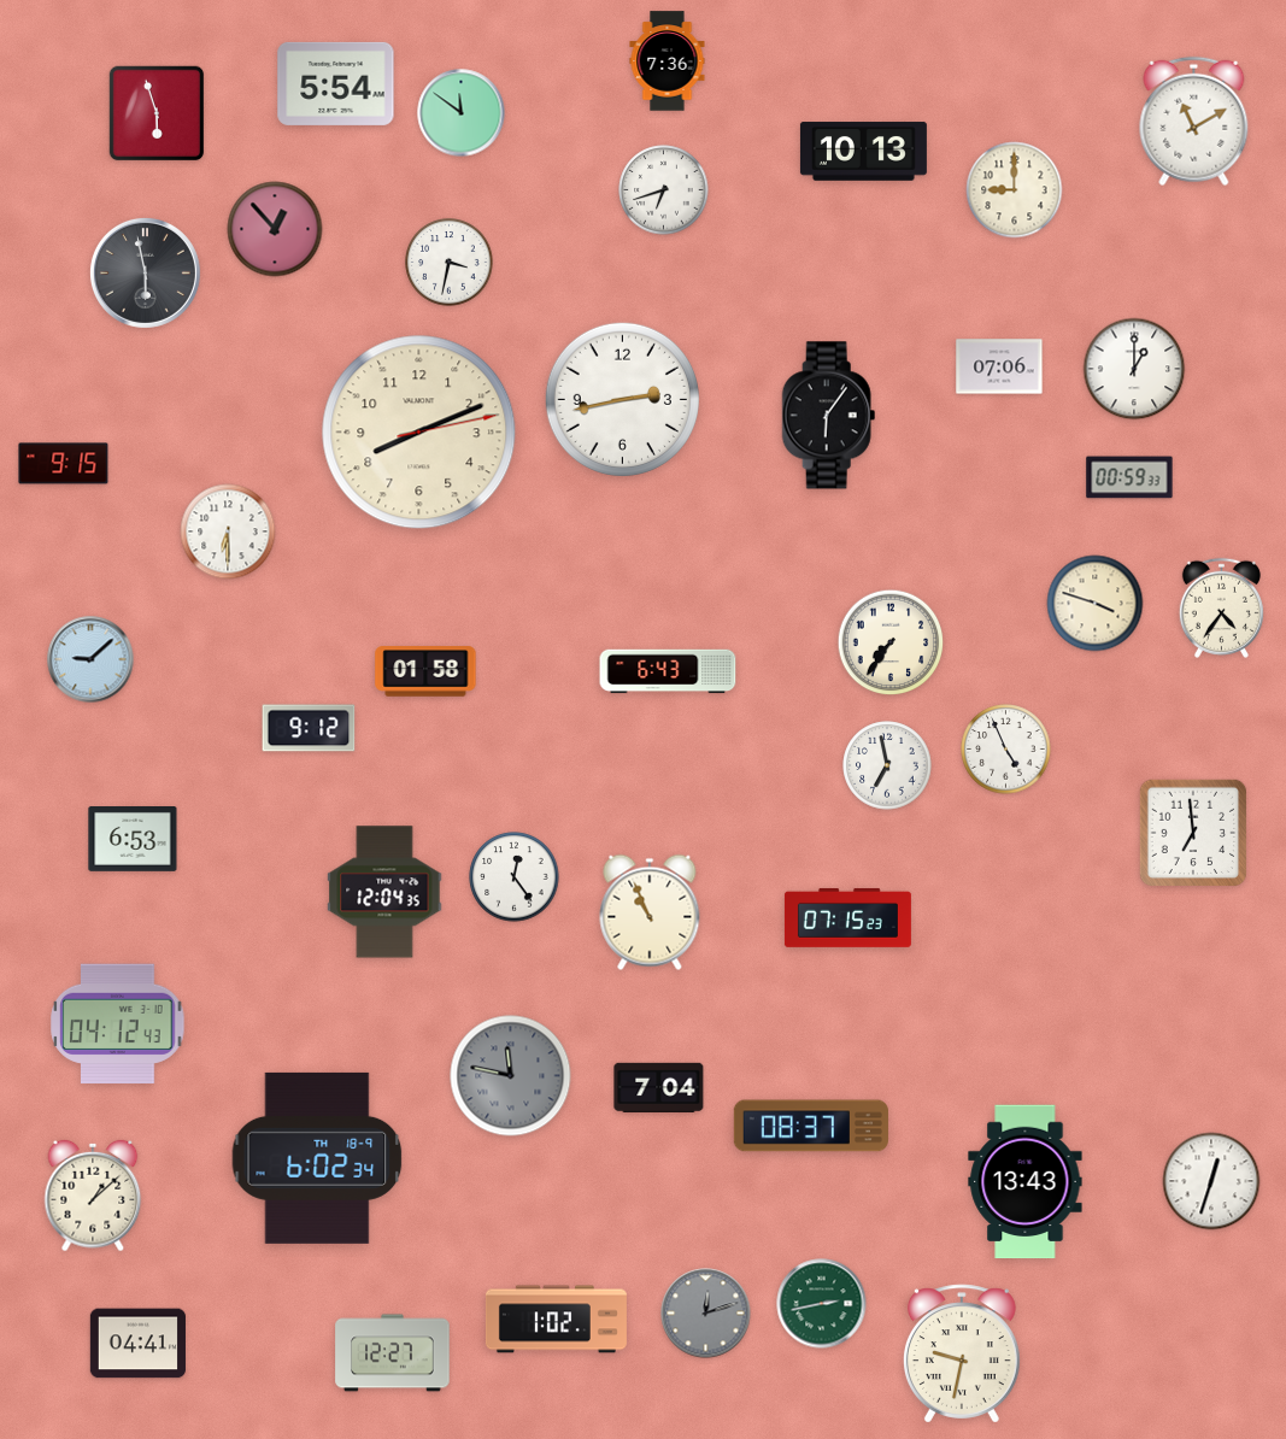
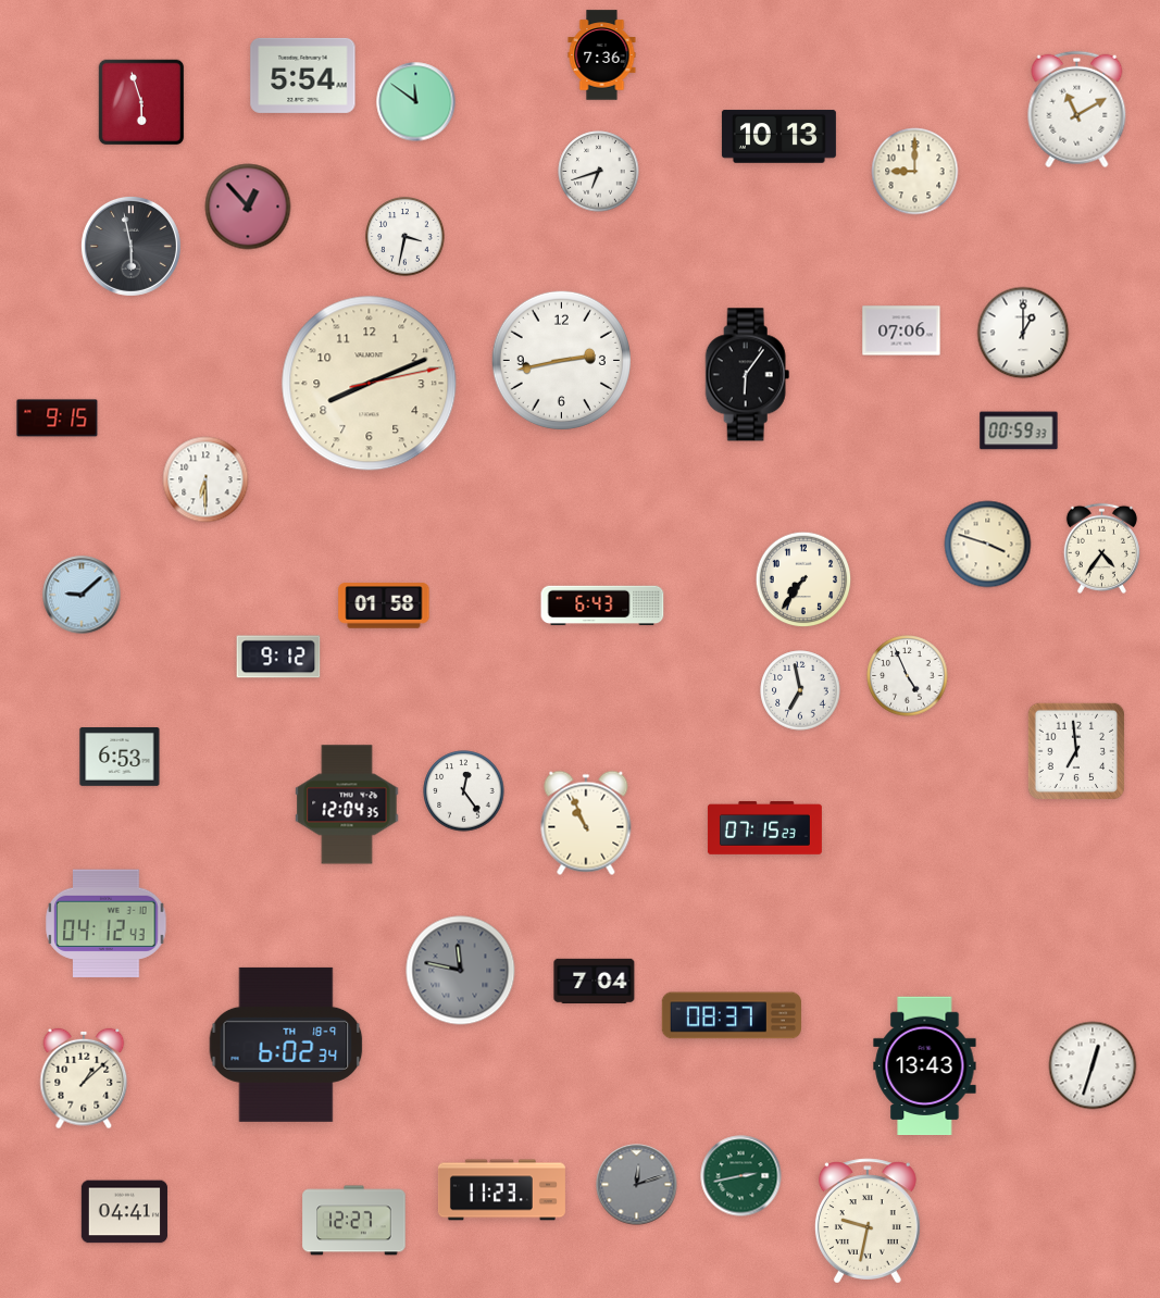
clock at (419, 433) position: (419, 433) -> (370, 384)
clock at (556, 1320): 1:02 -> 11:23
